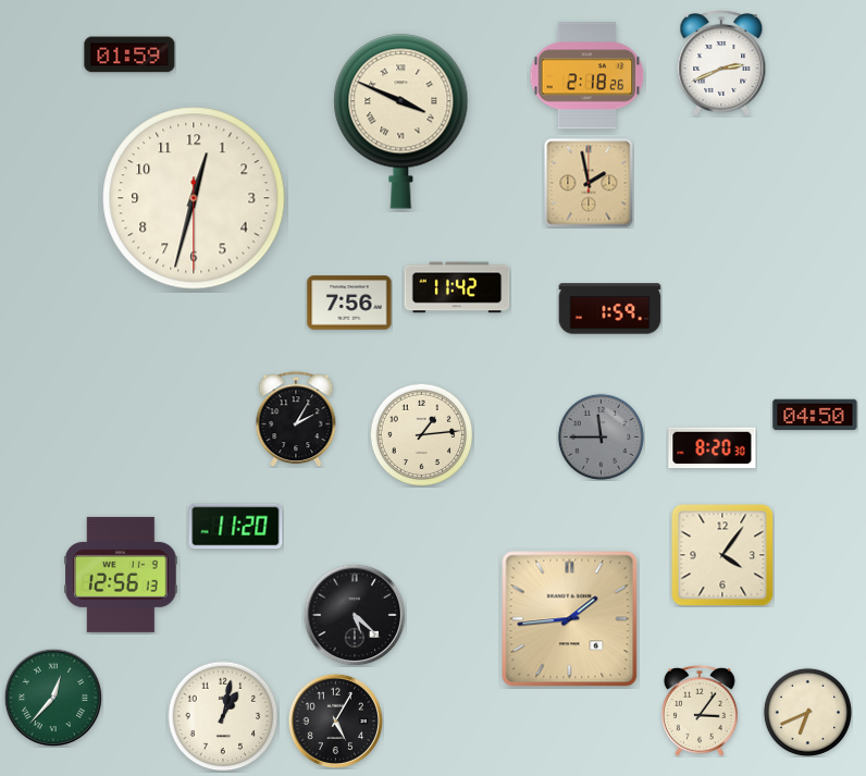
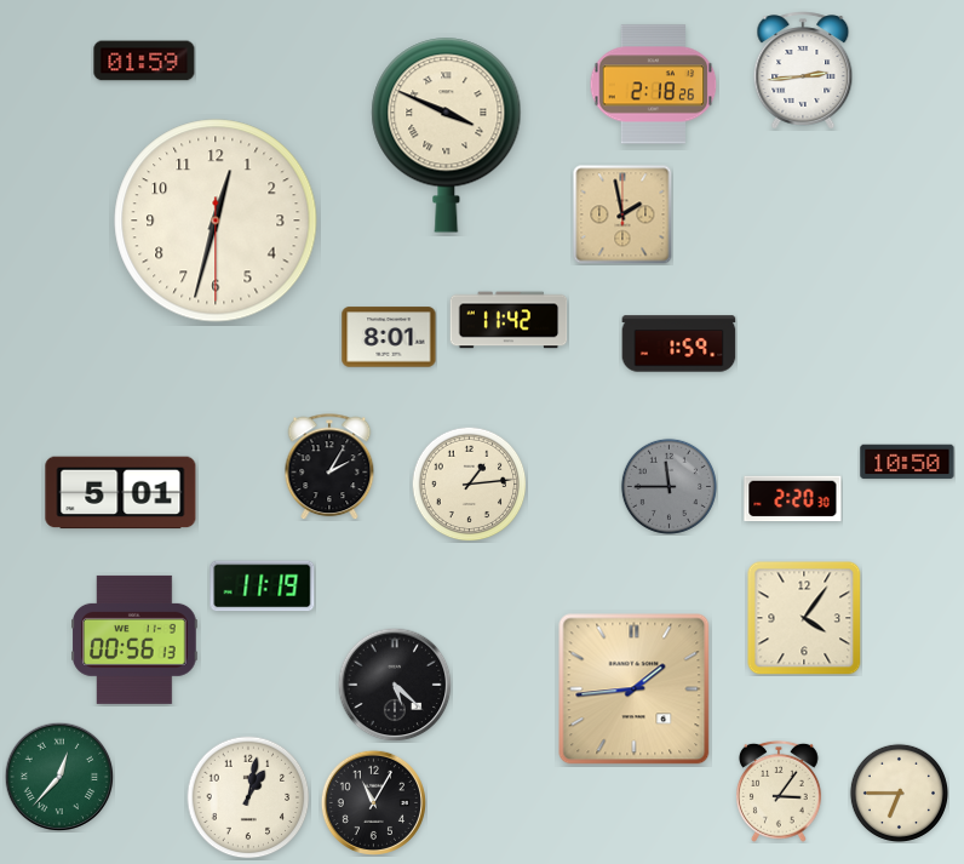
clock at (721, 63): 2:41 -> 2:44
clock at (589, 183) position: (589, 183) -> (622, 214)
clock at (349, 303): 7:56 -> 8:01
clock at (815, 415): 04:50 -> 10:50
clock at (121, 493): none -> 5:01
clock at (713, 448): 8:20 -> 2:20
clock at (236, 527): 11:20 -> 11:19
clock at (121, 575): 12:56 -> 00:56
clock at (807, 712): 6:41 -> 6:45
clock at (335, 720): 5:05 -> 11:05
